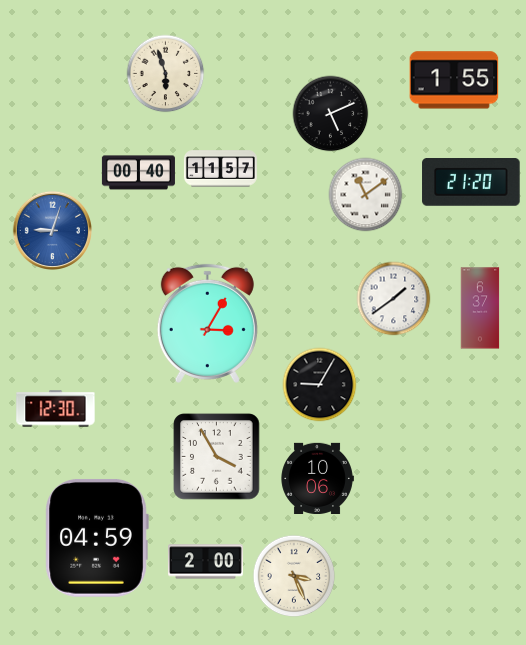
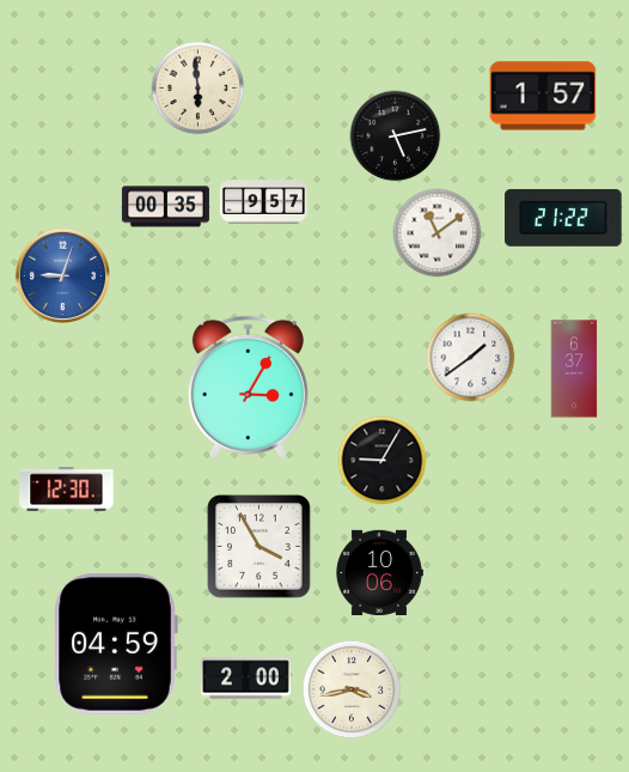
clock at (166, 74): 5:57 -> 5:59
clock at (454, 80): 1:55 -> 1:57
clock at (331, 114): 5:11 -> 5:13
clock at (220, 169): 11:57 -> 9:57
clock at (138, 173): 00:40 -> 00:35
clock at (471, 183): 21:20 -> 21:22
clock at (206, 562) position: (206, 562) -> (246, 679)
clock at (294, 576): 3:26 -> 3:43
